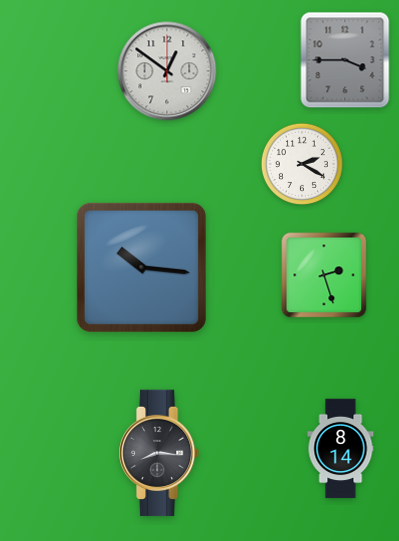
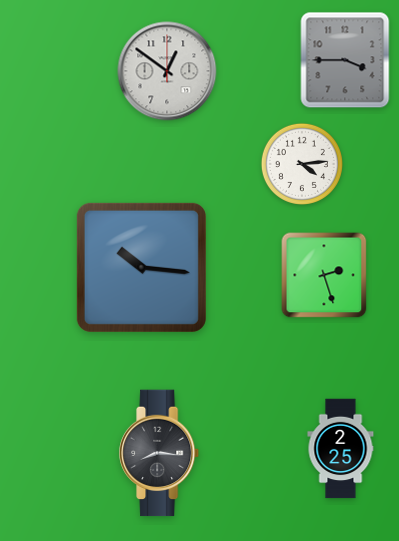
clock at (302, 164): 2:20 -> 4:14
clock at (341, 449): 8:14 -> 2:25
